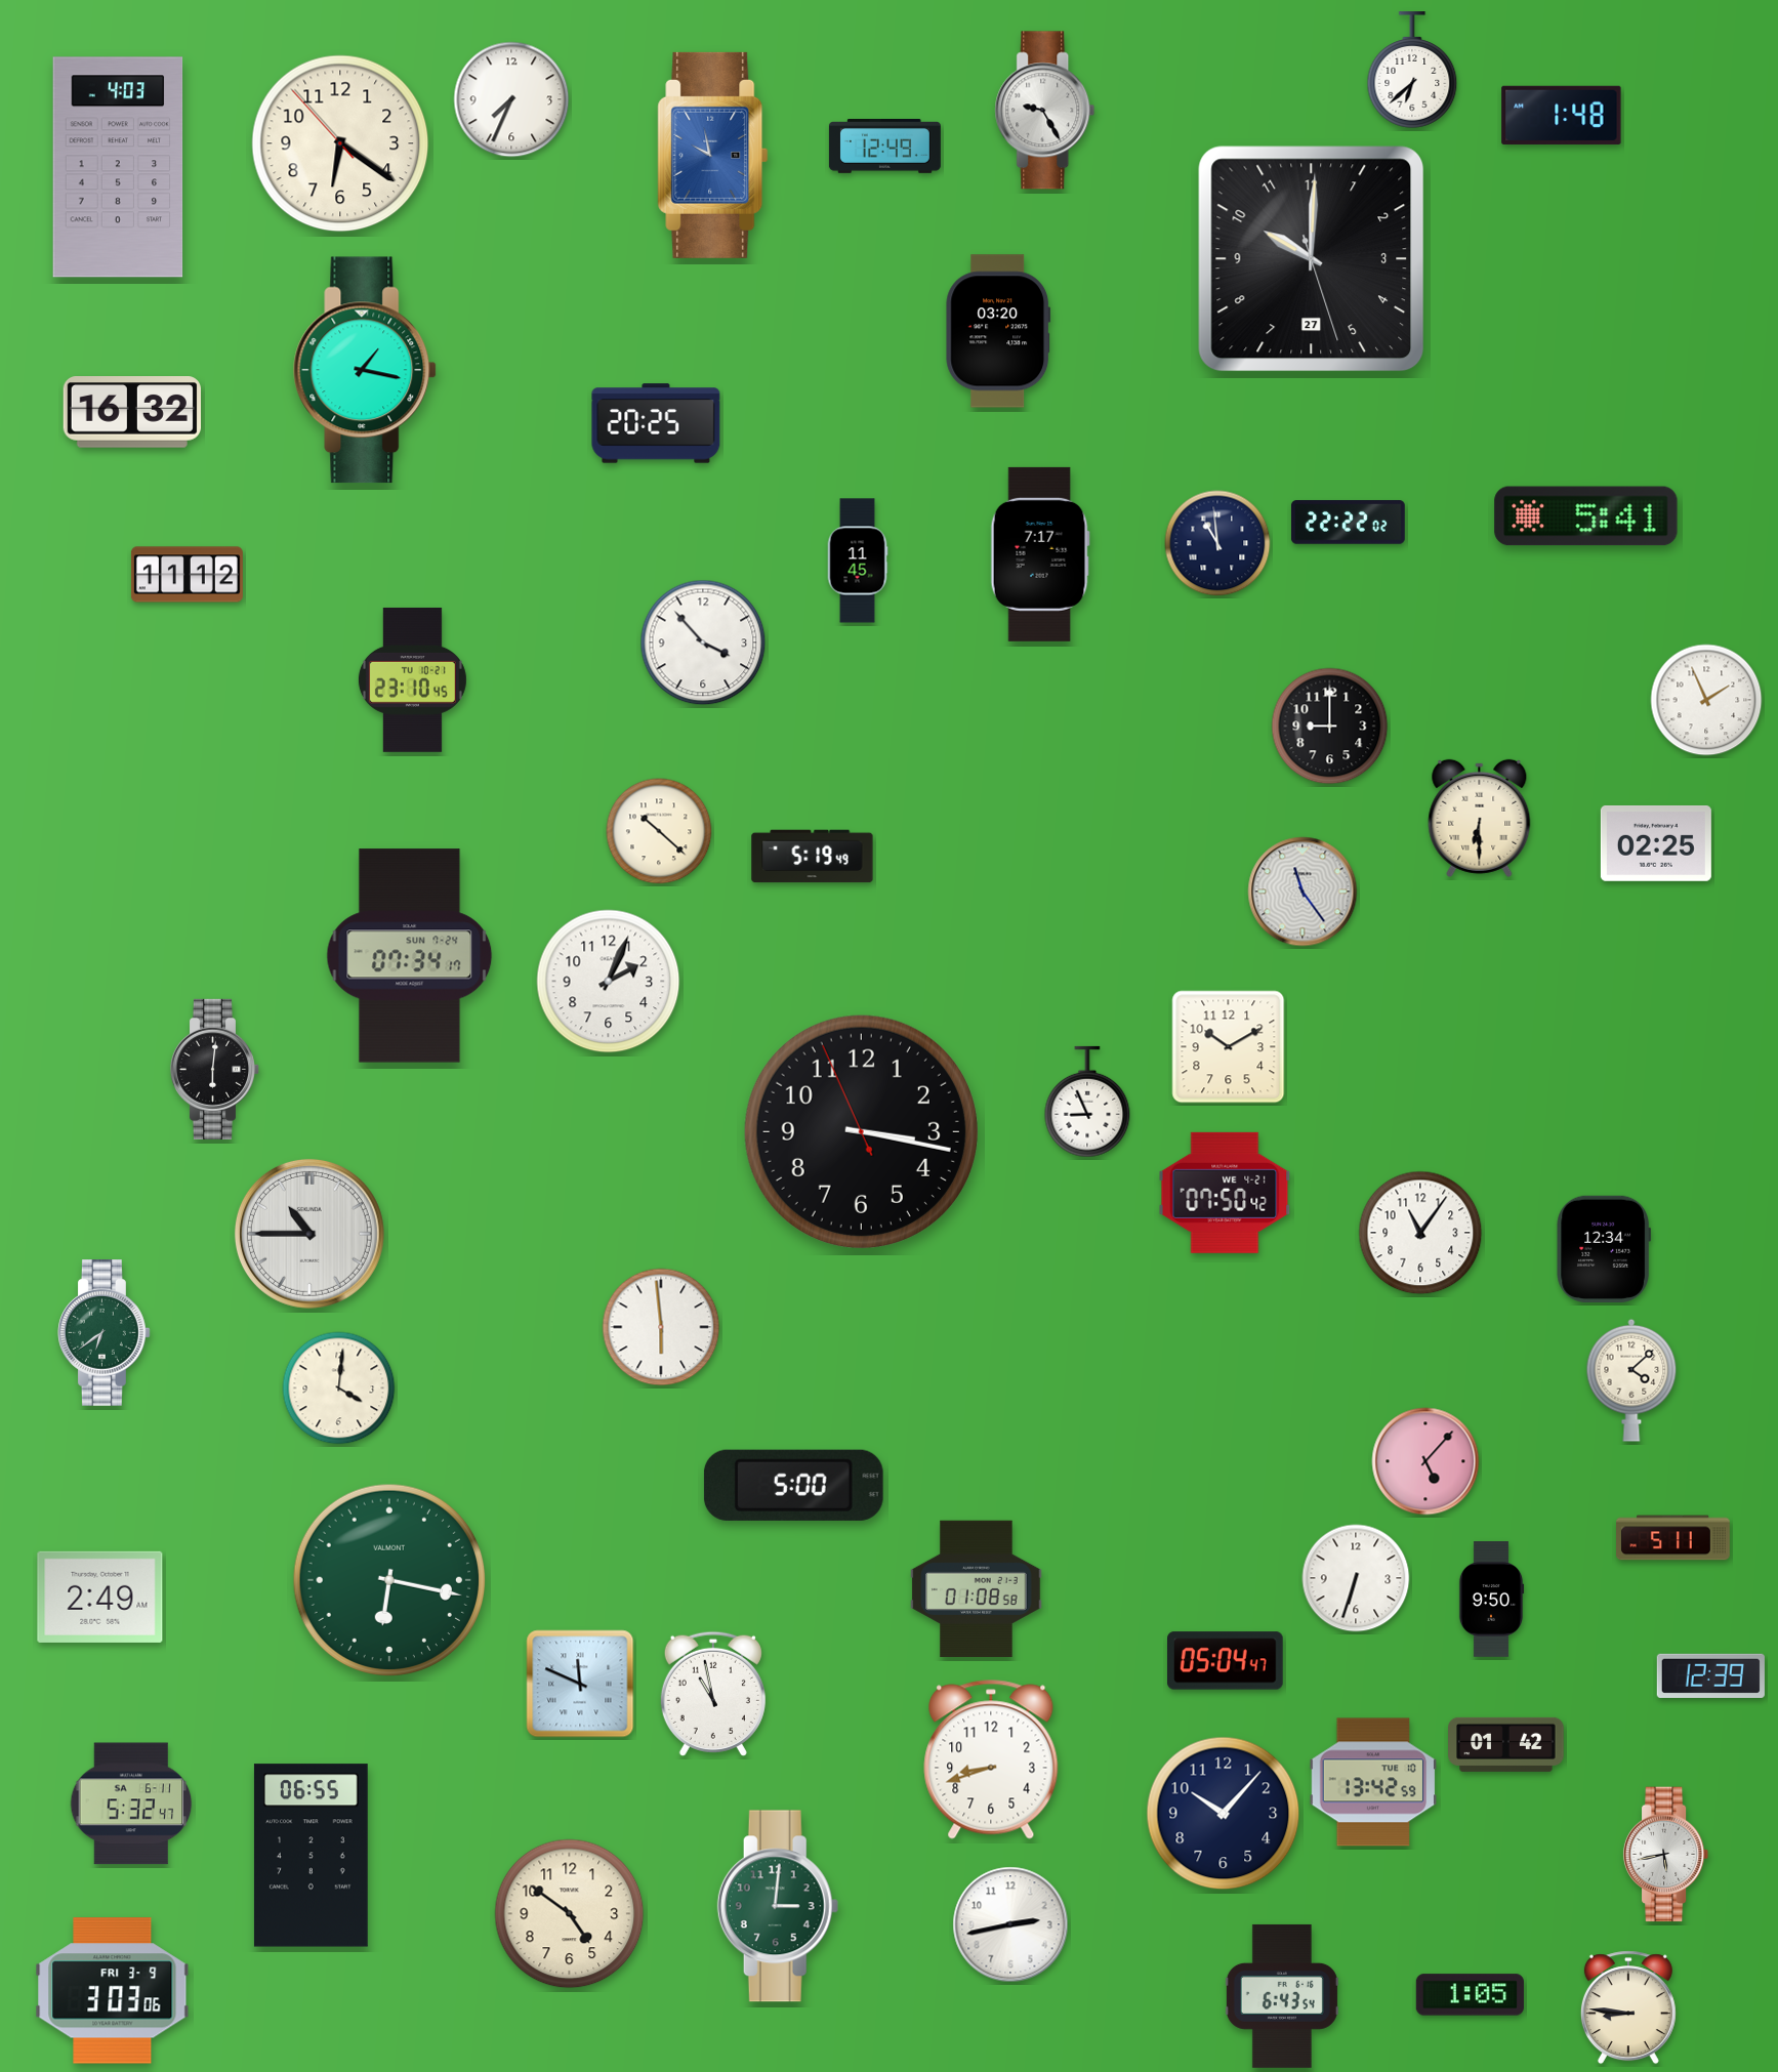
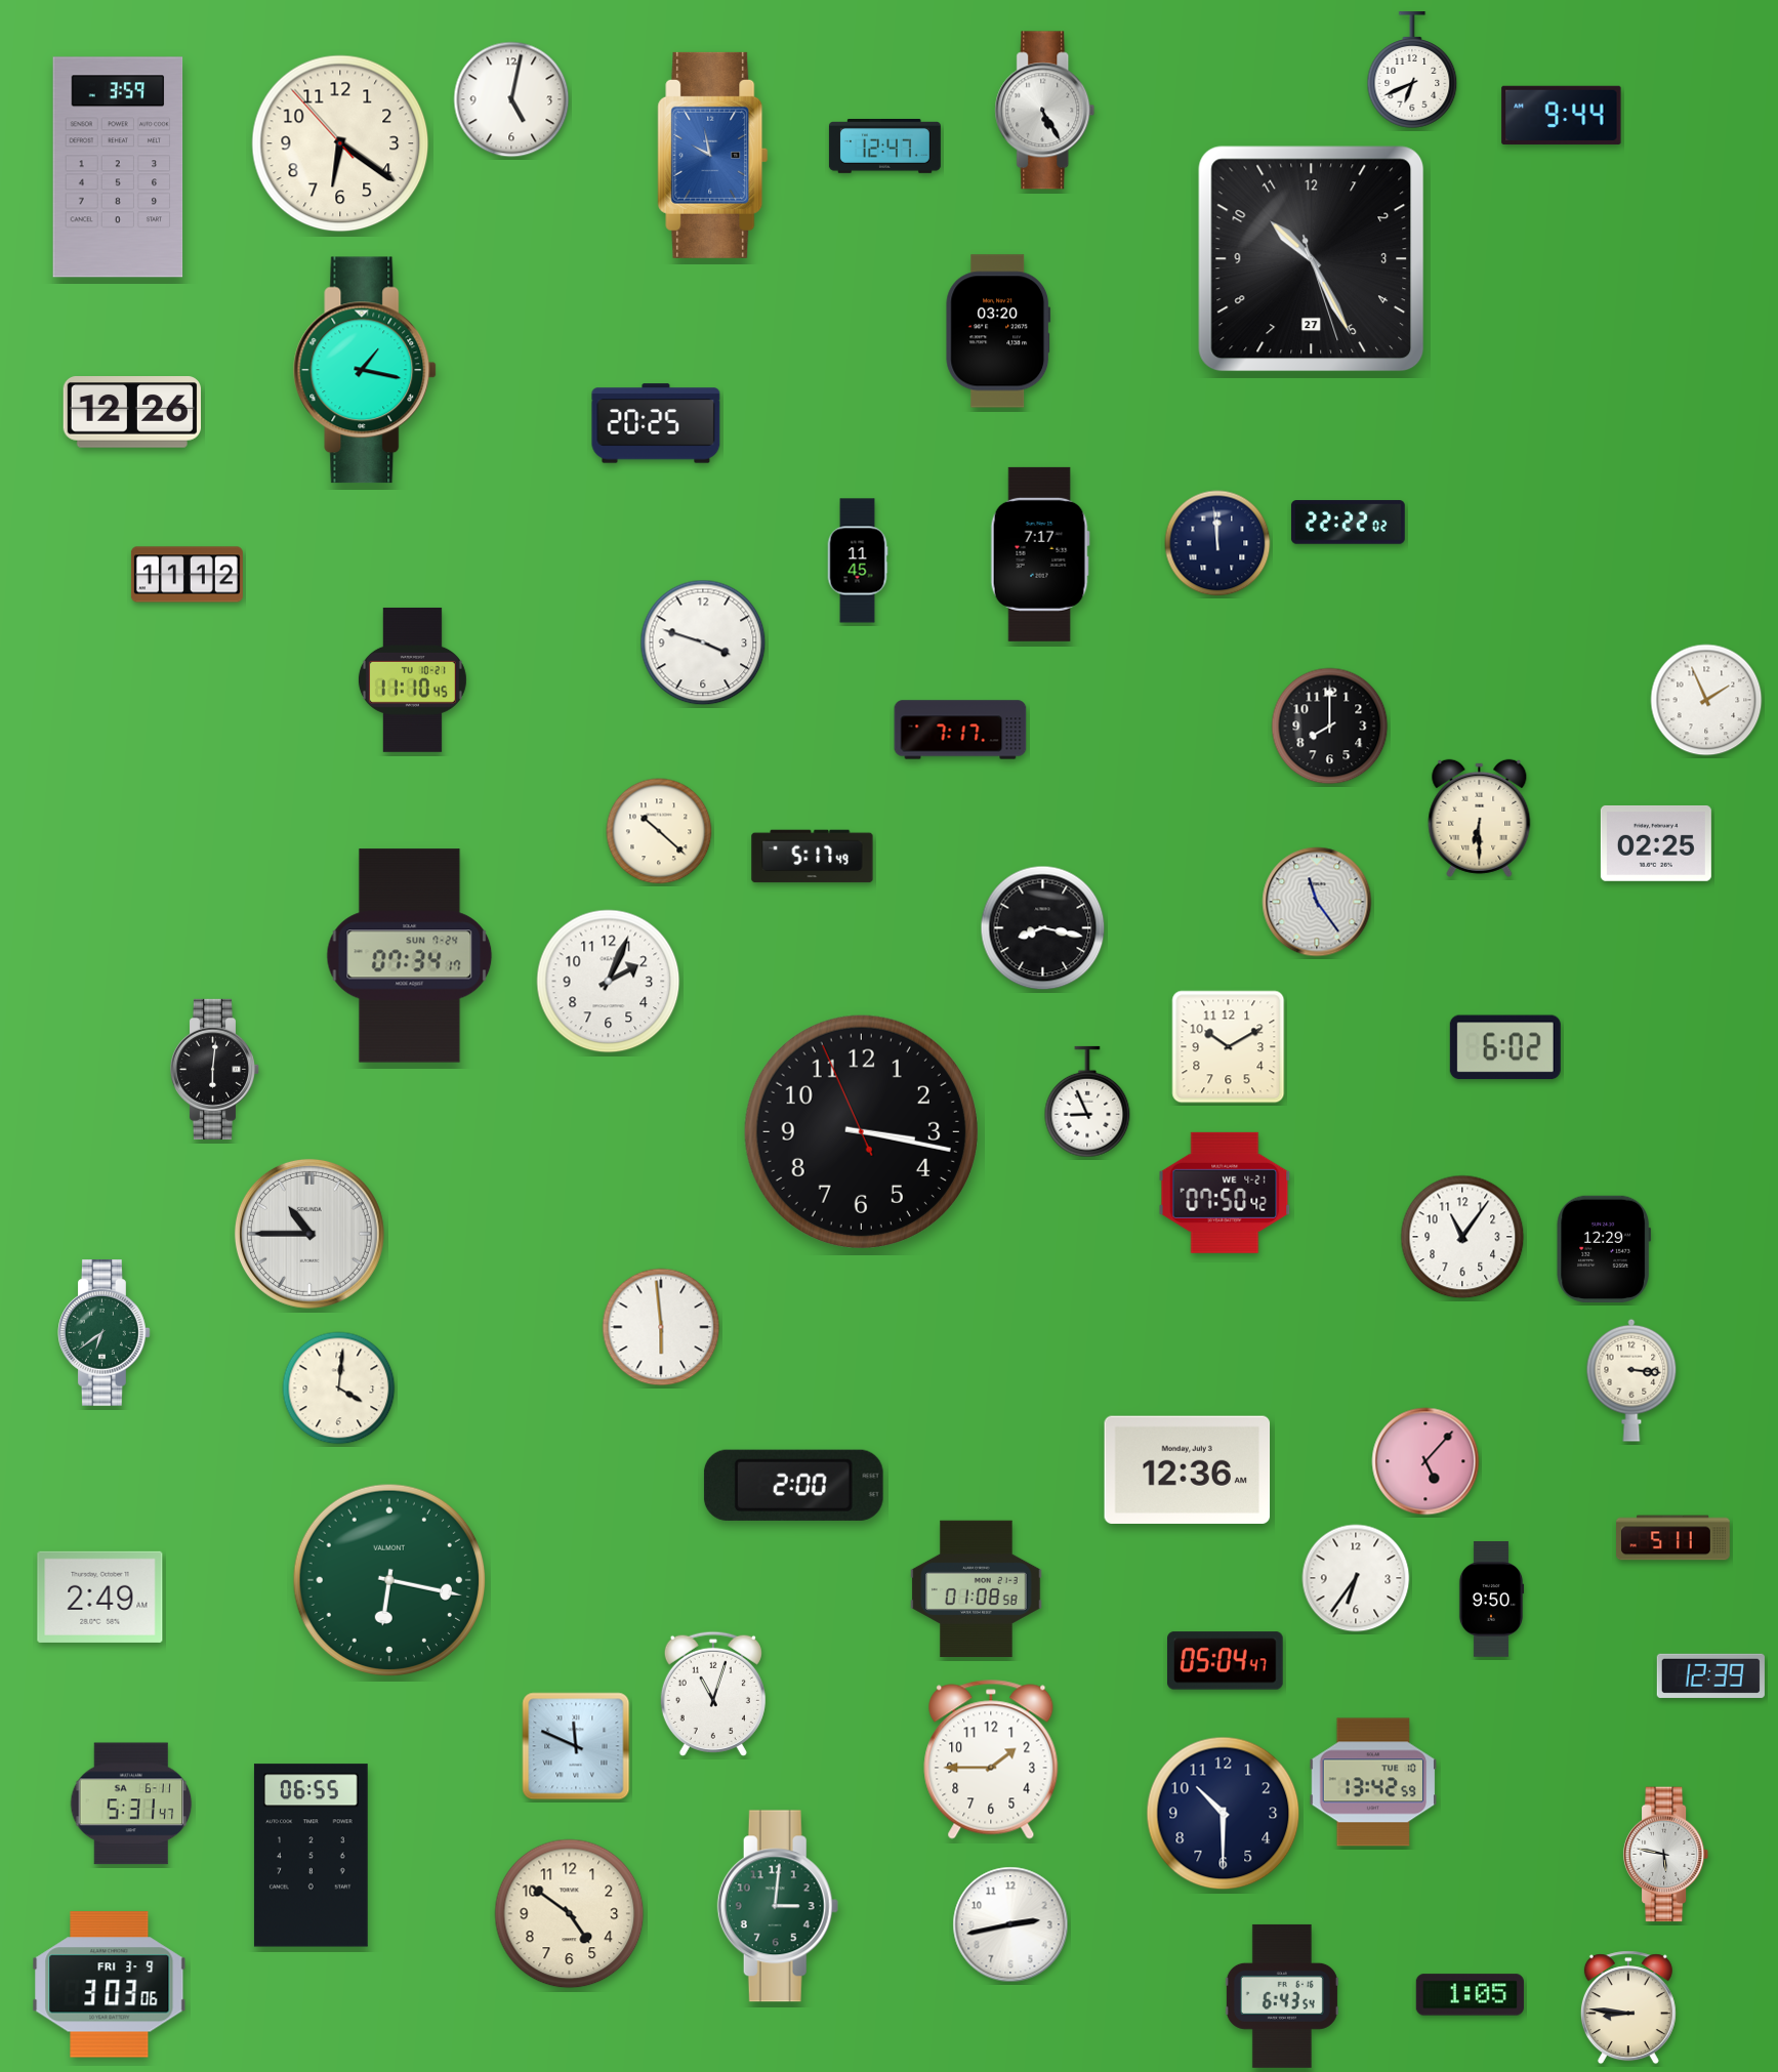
clock at (1412, 70): 6:38 -> 6:41
clock at (511, 99): 7:34 -> 5:02
clock at (1045, 111): 9:25 -> 5:25
clock at (1562, 115): 1:48 -> 9:44
clock at (884, 147): 12:49 -> 12:47
clock at (118, 167): 4:03 -> 3:59
clock at (1312, 259): 10:00 -> 10:25
clock at (131, 412): 16:32 -> 12:26
clock at (1586, 516): 5:41 -> none
clock at (1217, 543): 10:59 -> 11:59
clock at (703, 643): 3:53 -> 3:48
clock at (412, 679): 23:10 -> 11:10
clock at (1330, 727): 9:00 -> 8:00
clock at (960, 730): none -> 7:17
clock at (813, 857): 5:19 -> 5:17
clock at (1303, 892) position: (1303, 892) -> (1317, 902)
clock at (1043, 928): none -> 8:17
clock at (1505, 1047): none -> 6:02
clock at (1420, 1233) position: (1420, 1233) -> (1462, 1237)
clock at (1604, 1249): 12:34 -> 12:29
clock at (1631, 1380): 4:08 -> 3:16
clock at (1188, 1469): none -> 12:36
clock at (793, 1485): 5:00 -> 2:00
clock at (1356, 1578): 6:33 -> 6:36
clock at (580, 1684) position: (580, 1684) -> (576, 1746)
clock at (713, 1694): 10:58 -> 11:03
clock at (1506, 1744): 01:42 -> none
clock at (991, 1759): 8:42 -> 1:45
clock at (131, 1804): 5:32 -> 5:31
clock at (1224, 1814): 10:07 -> 10:30
clock at (1666, 1855): 5:43 -> 5:47
clock at (113, 1991) position: (113, 1991) -> (110, 1985)
